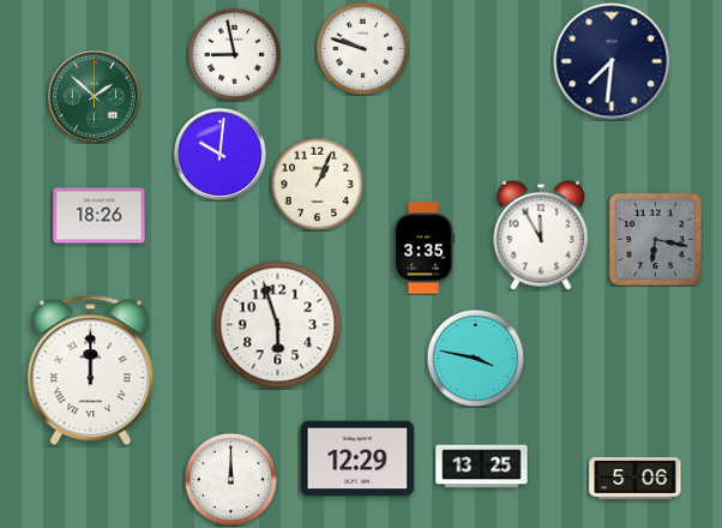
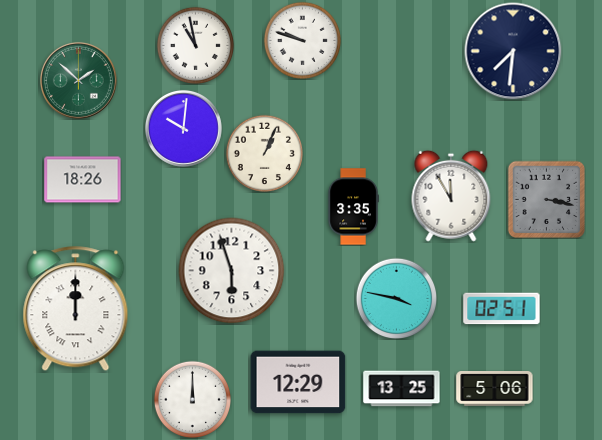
clock at (234, 54): 8:58 -> 10:58
clock at (612, 61) position: (612, 61) -> (513, 51)
clock at (655, 239): 6:17 -> 3:17
clock at (502, 309): none -> 02:51
clock at (636, 479) position: (636, 479) -> (495, 389)
